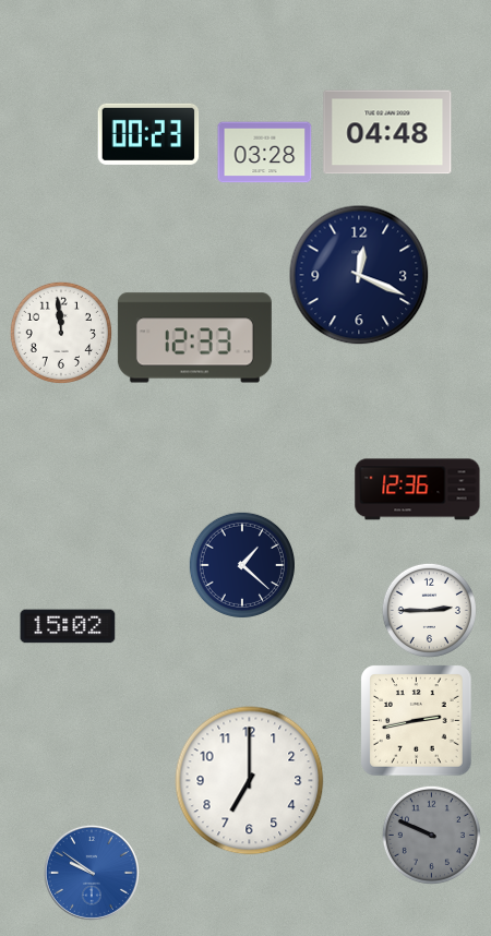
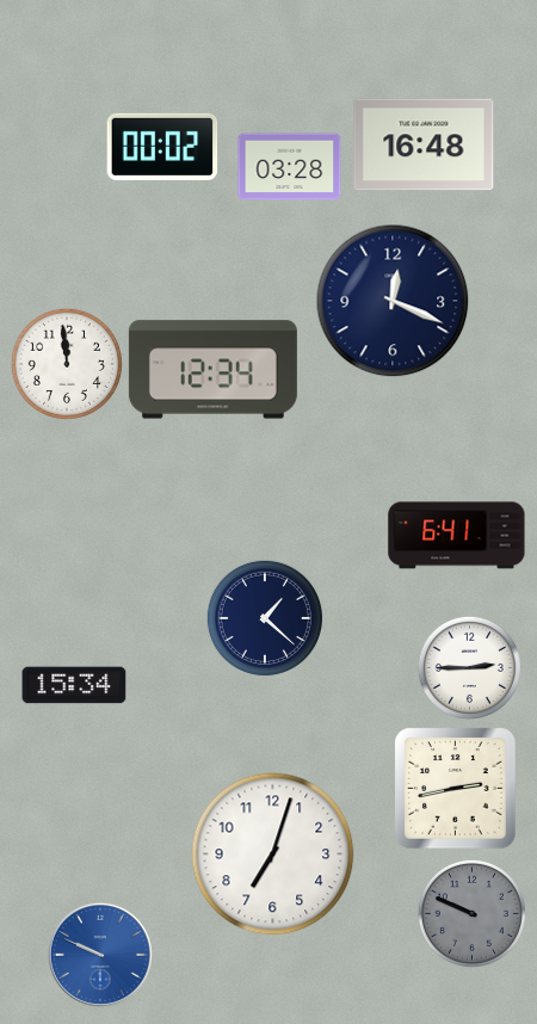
clock at (387, 132): 04:48 -> 16:48
clock at (148, 134): 00:23 -> 00:02
clock at (194, 338): 12:33 -> 12:34
clock at (418, 490): 12:36 -> 6:41
clock at (68, 626): 15:02 -> 15:34
clock at (250, 781): 7:00 -> 7:03
clock at (92, 873): 9:51 -> 9:49
